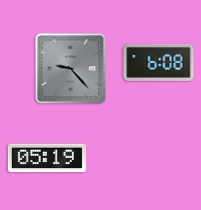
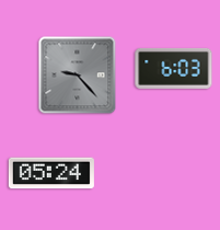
clock at (159, 62): 6:08 -> 6:03
clock at (47, 158): 05:19 -> 05:24
